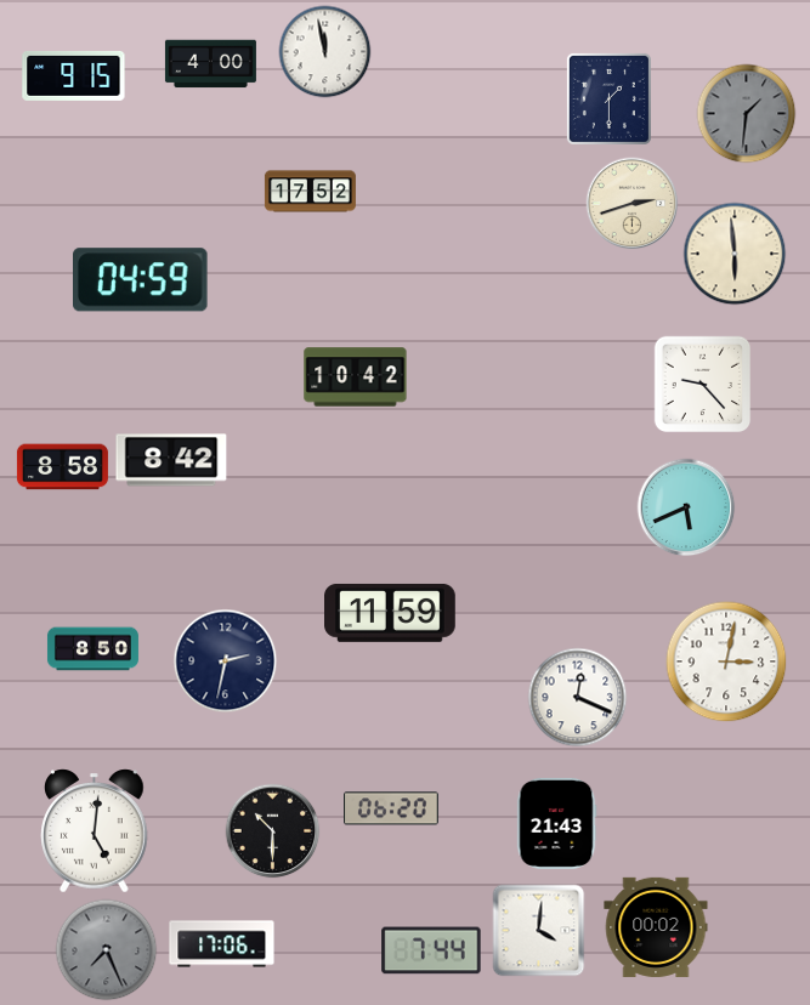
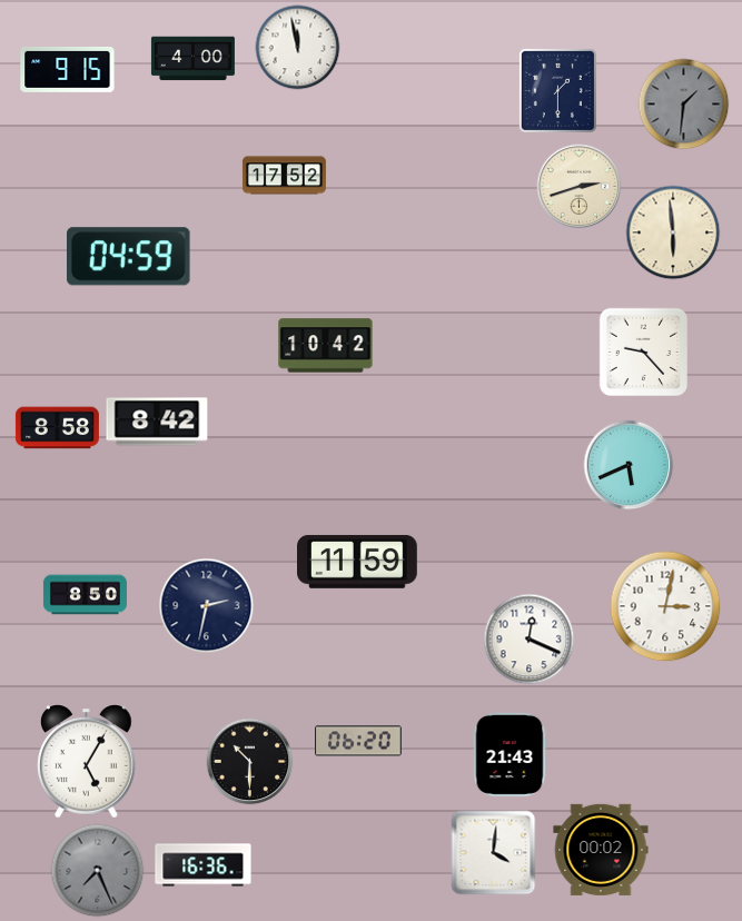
clock at (95, 831): 5:01 -> 5:05
clock at (222, 944): 17:06 -> 16:36
clock at (431, 950): 7:44 -> none
